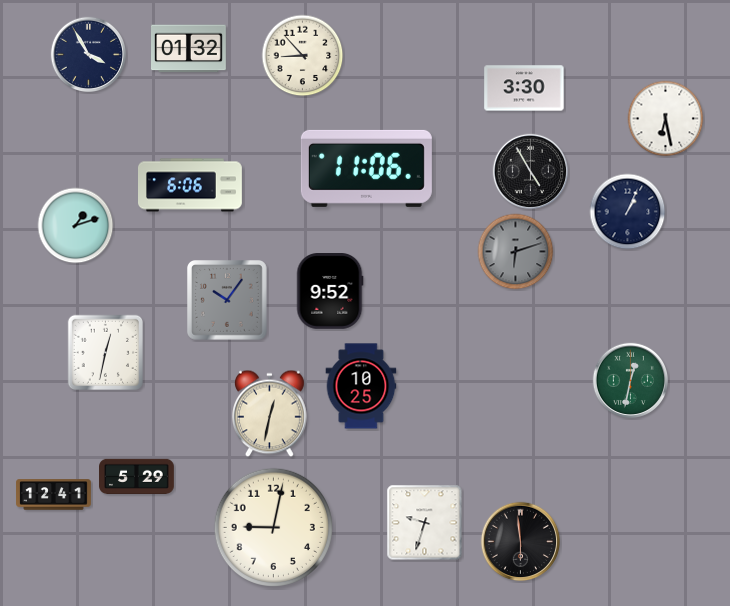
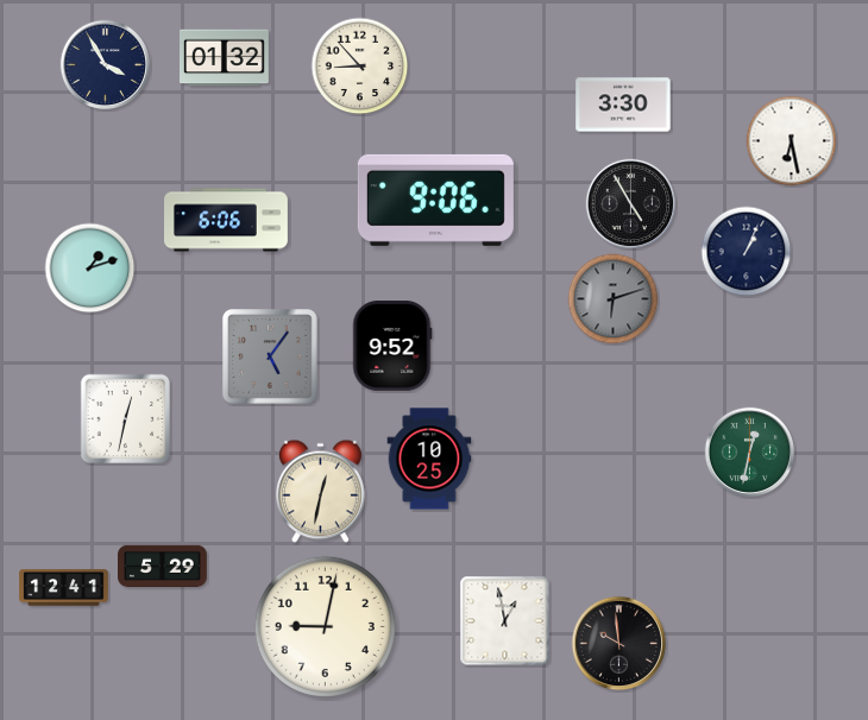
clock at (366, 168): 11:06 -> 9:06
clock at (228, 301): 10:06 -> 5:06
clock at (425, 523): 9:33 -> 12:58
clock at (521, 542): 5:59 -> 9:59
